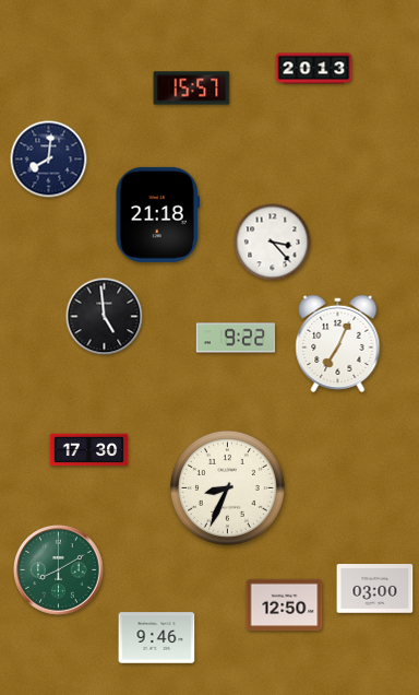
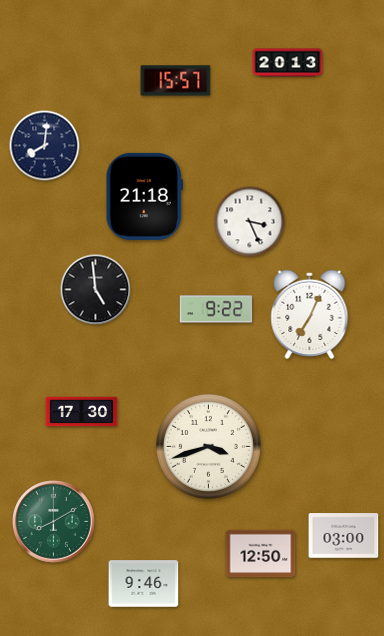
clock at (273, 243): 3:23 -> 3:26
clock at (227, 487): 8:34 -> 3:42
clock at (375, 589) position: (375, 589) -> (344, 536)
